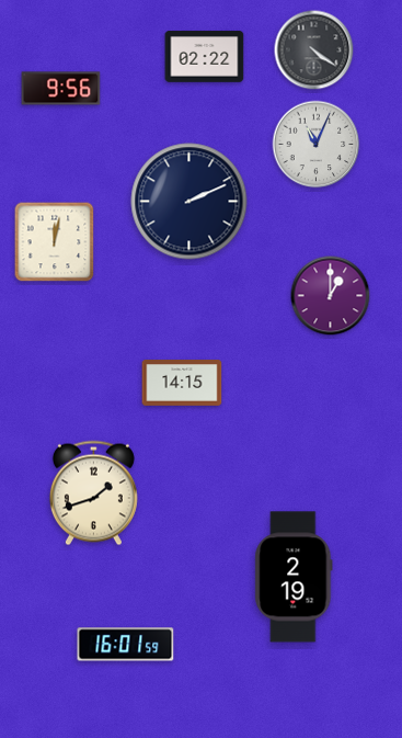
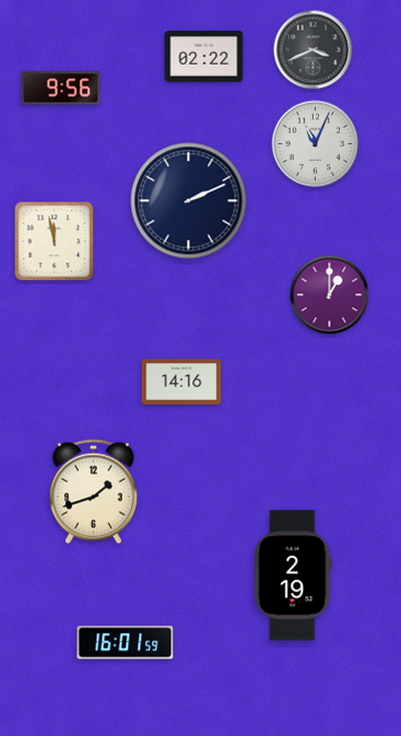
clock at (314, 50): 4:21 -> 3:41
clock at (55, 242): 12:02 -> 11:58
clock at (182, 384): 14:15 -> 14:16
